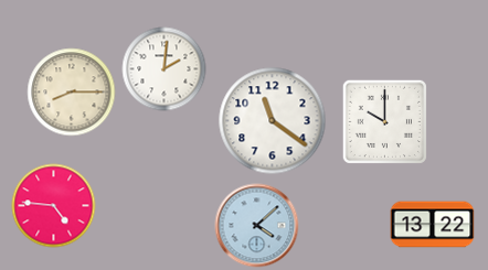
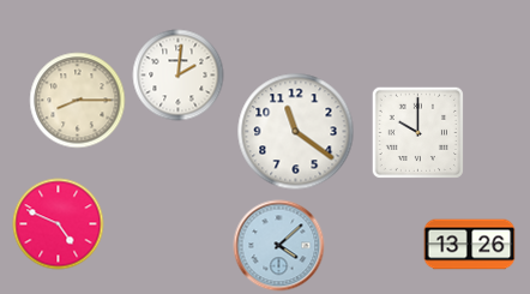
clock at (54, 206): 4:46 -> 4:49
clock at (433, 225): 13:22 -> 13:26
